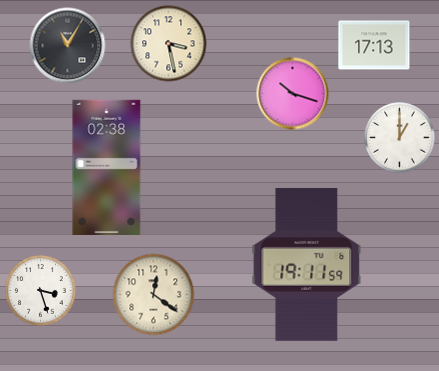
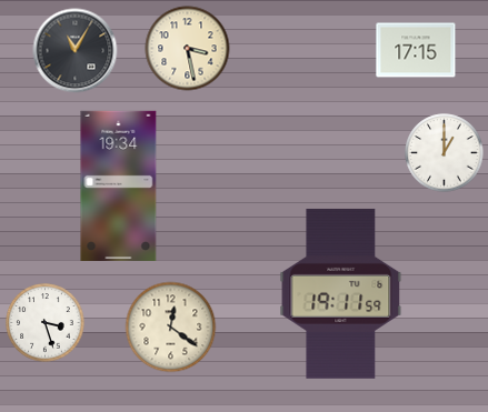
clock at (374, 45): 17:13 -> 17:15
clock at (293, 94): 10:18 -> none
clock at (107, 167): 02:38 -> 19:34
